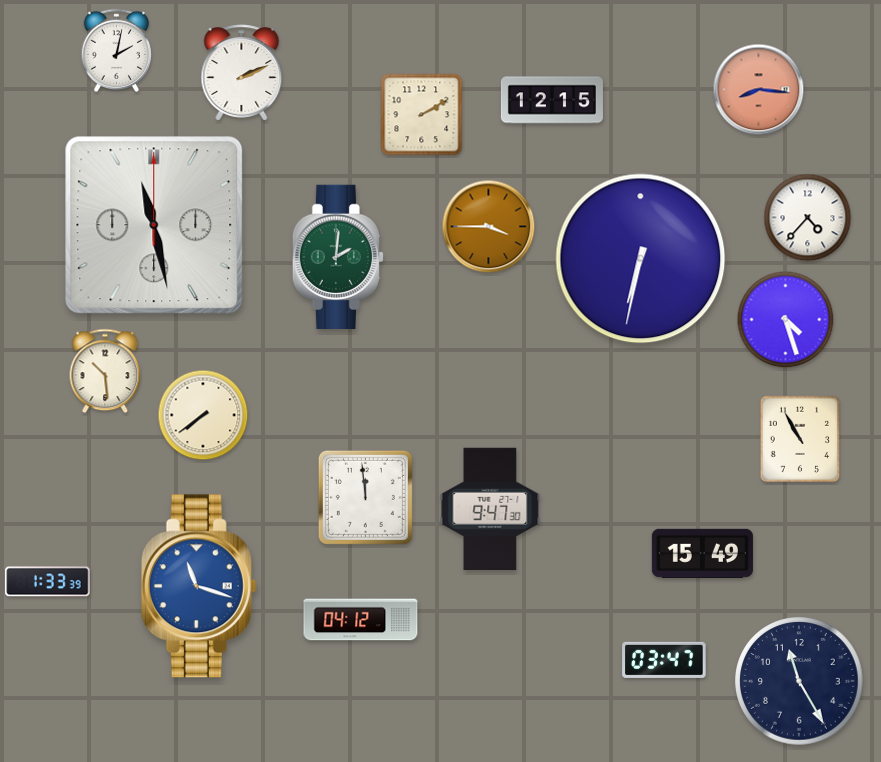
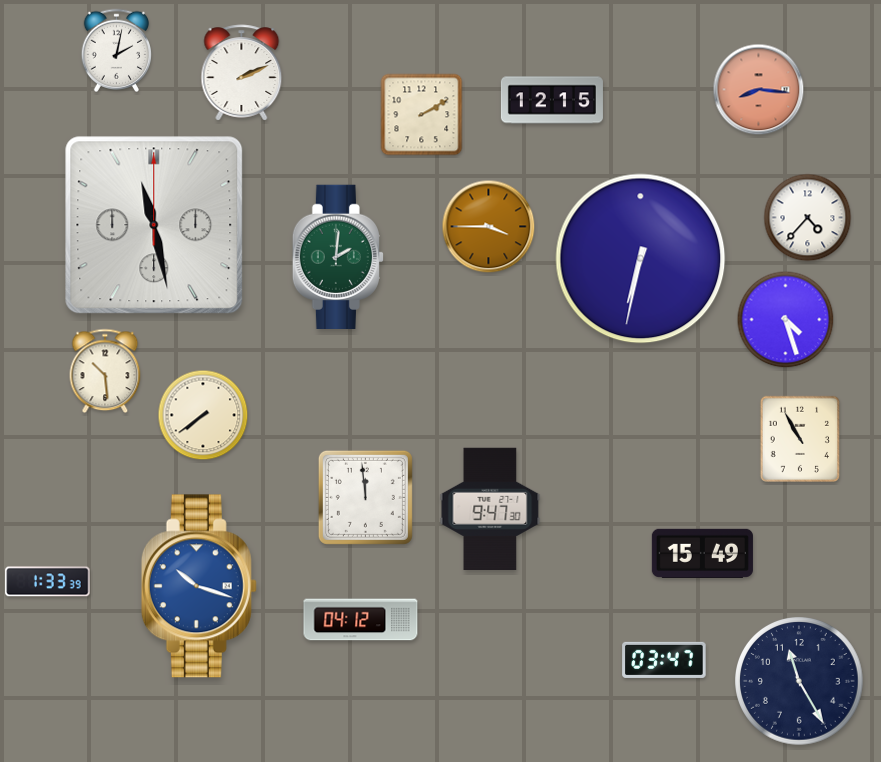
clock at (199, 586): 11:18 -> 10:18
